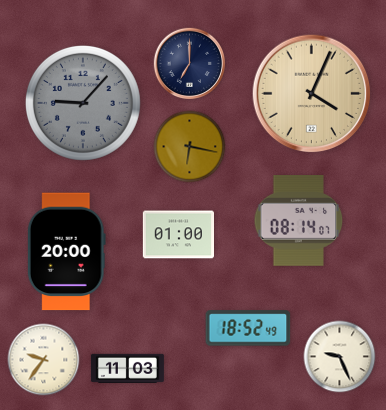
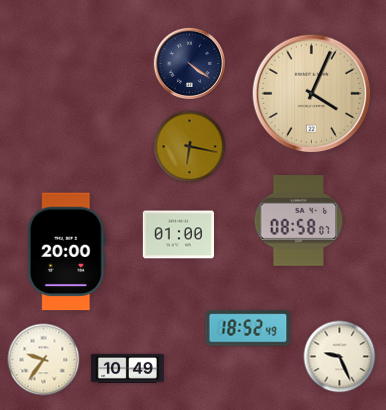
clock at (190, 64): 7:00 -> 4:21
clock at (83, 103): 9:07 -> none
clock at (299, 221): 08:14 -> 08:58
clock at (127, 368): 11:03 -> 10:49
